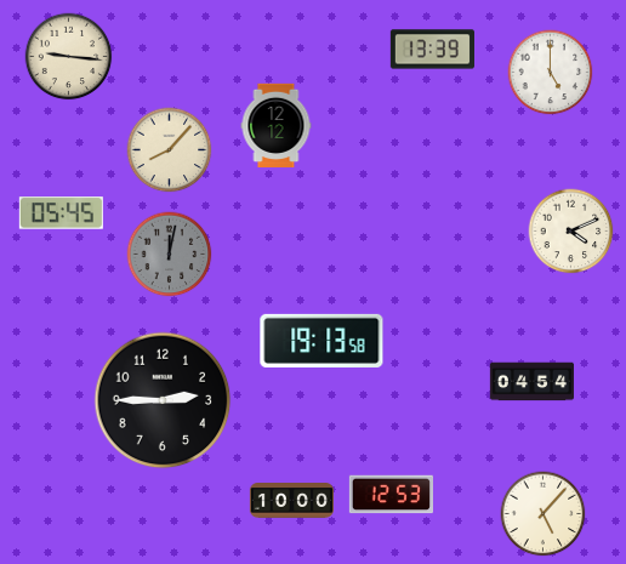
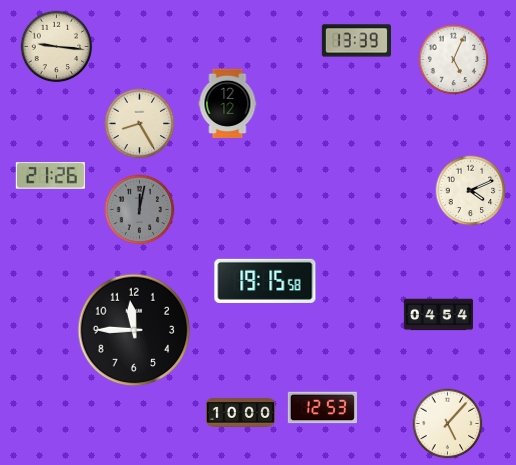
clock at (551, 73): 5:00 -> 5:04
clock at (170, 150): 8:07 -> 8:25
clock at (61, 213): 05:45 -> 21:26
clock at (321, 341): 19:13 -> 19:15
clock at (163, 400): 2:45 -> 11:45
